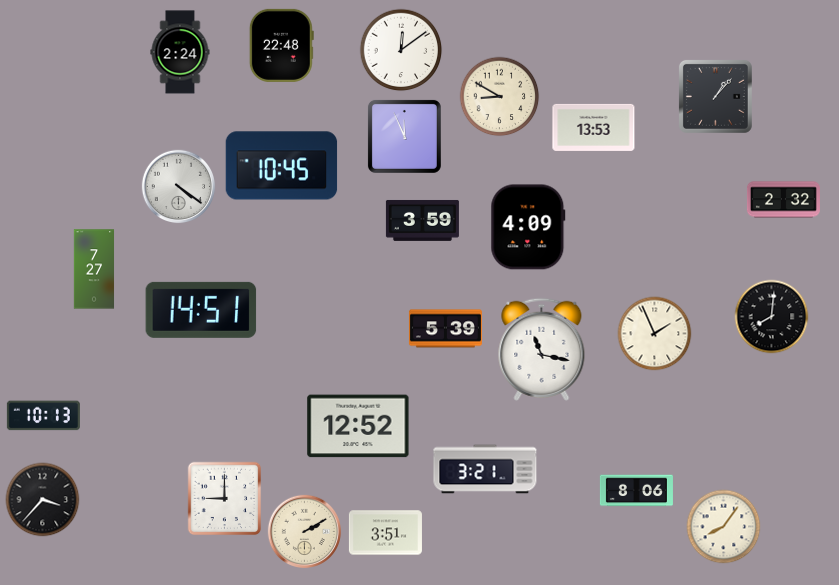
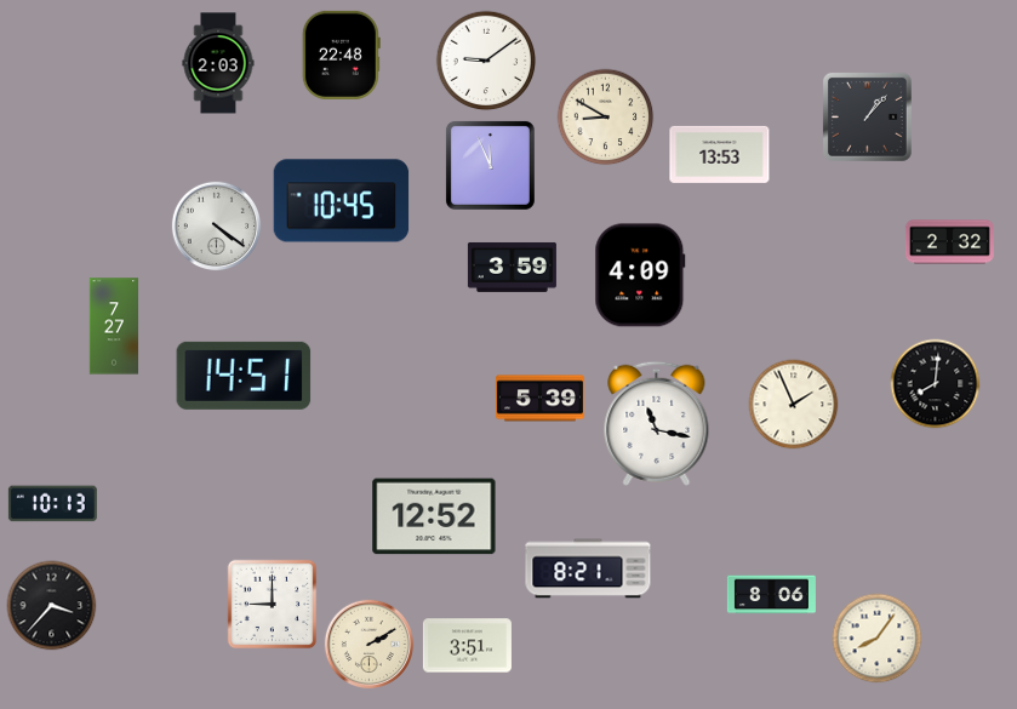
clock at (401, 50): 12:09 -> 9:09
clock at (180, 52): 2:24 -> 2:03
clock at (485, 469): 3:21 -> 8:21
